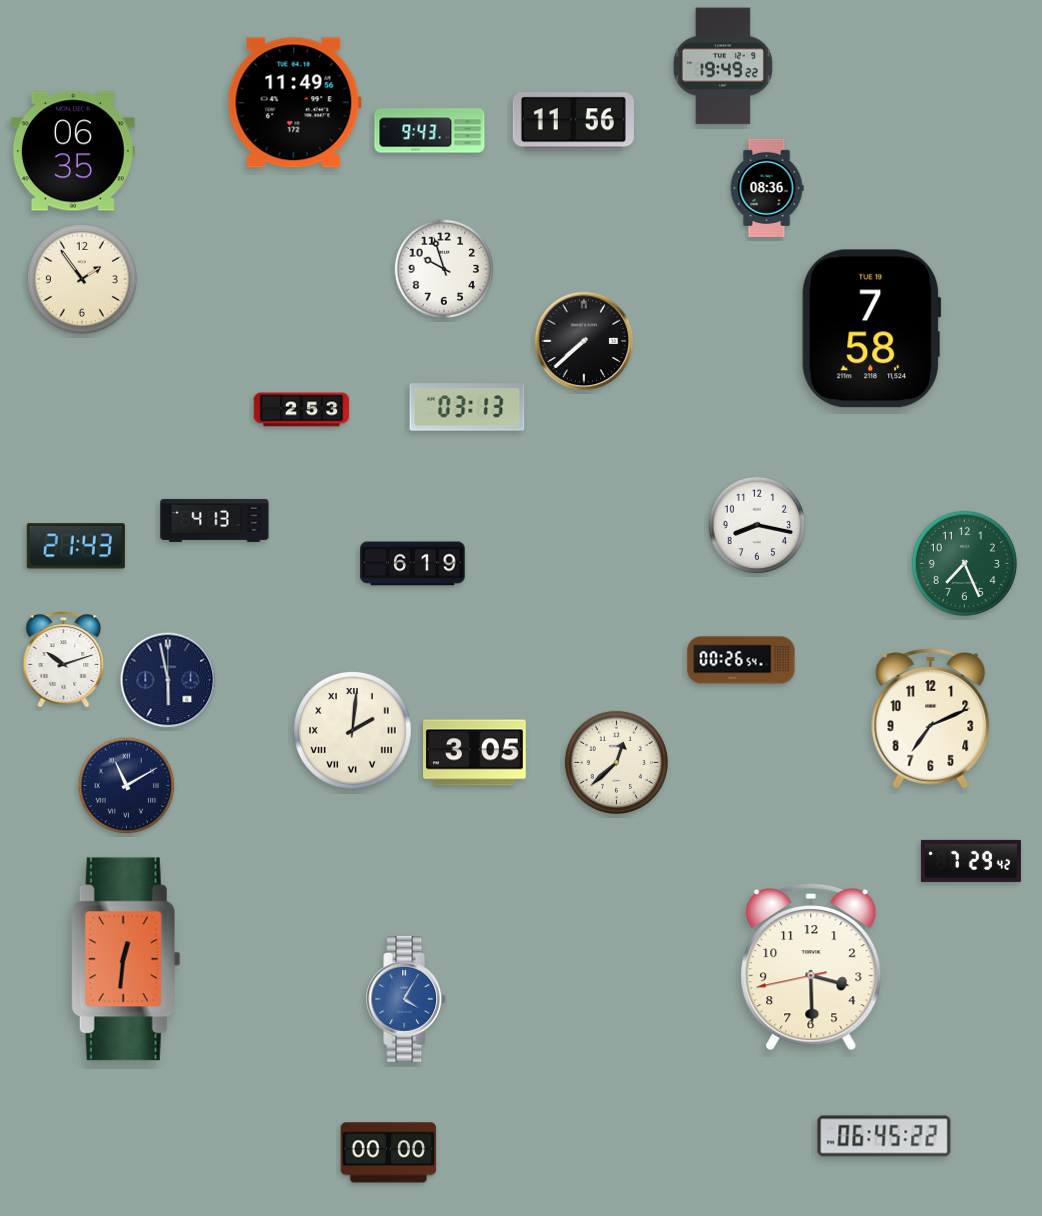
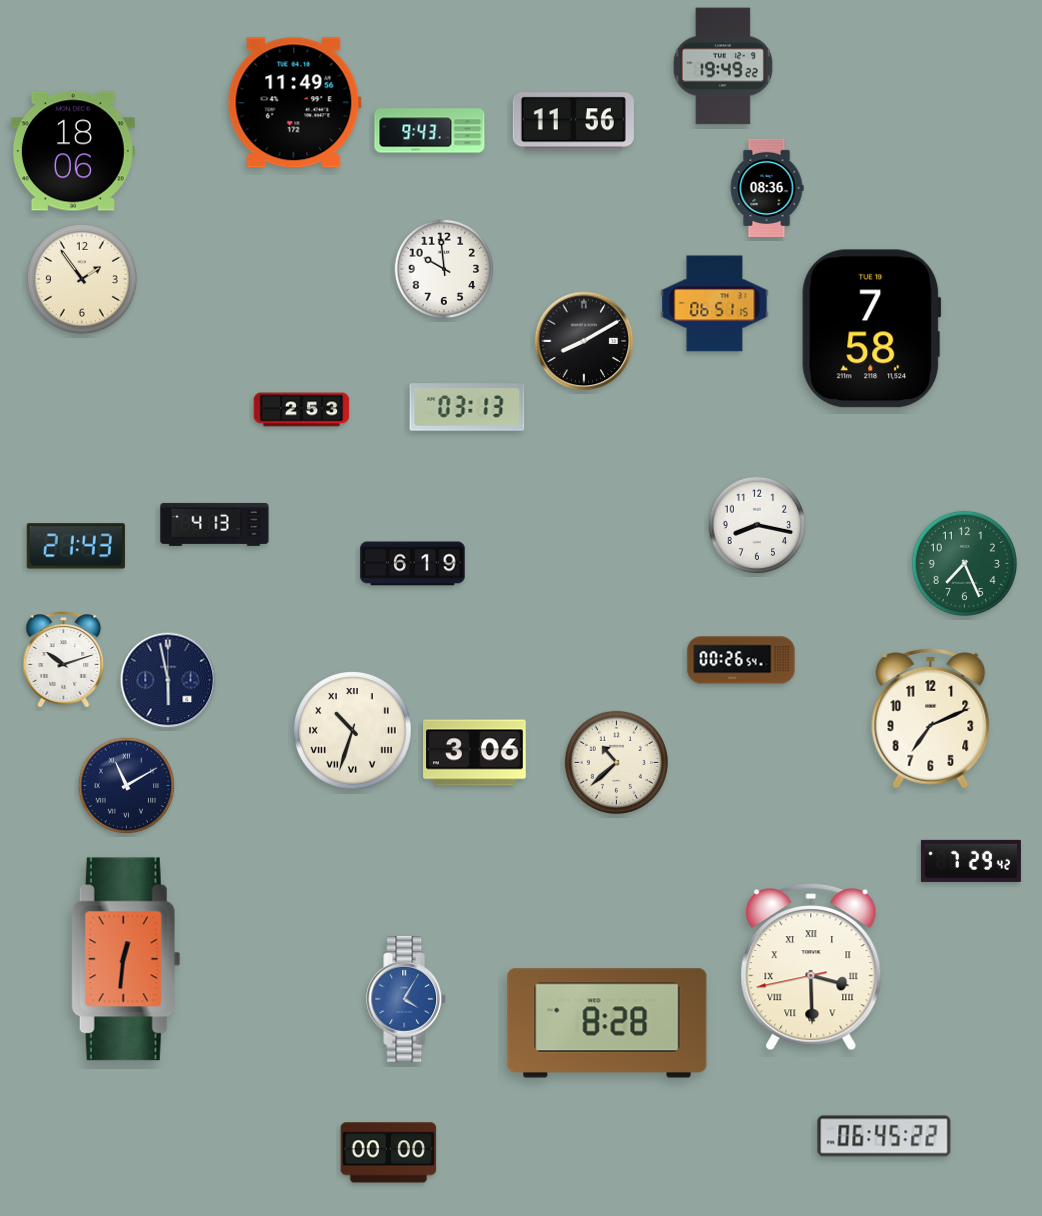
clock at (73, 151): 06:35 -> 18:06
clock at (444, 269): 9:57 -> 9:59
clock at (715, 304): none -> 06:51
clock at (584, 341): 7:38 -> 8:10
clock at (215, 520) position: (215, 520) -> (215, 524)
clock at (353, 731): 2:01 -> 10:33
clock at (475, 753): 3:05 -> 3:06
clock at (616, 762): 12:38 -> 10:38
clock at (811, 967) numerals: Arabic -> Roman
clock at (607, 1023): none -> 8:28
